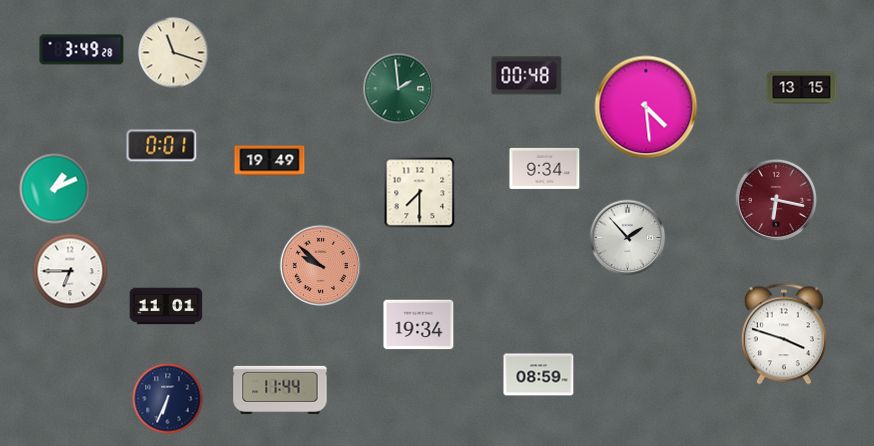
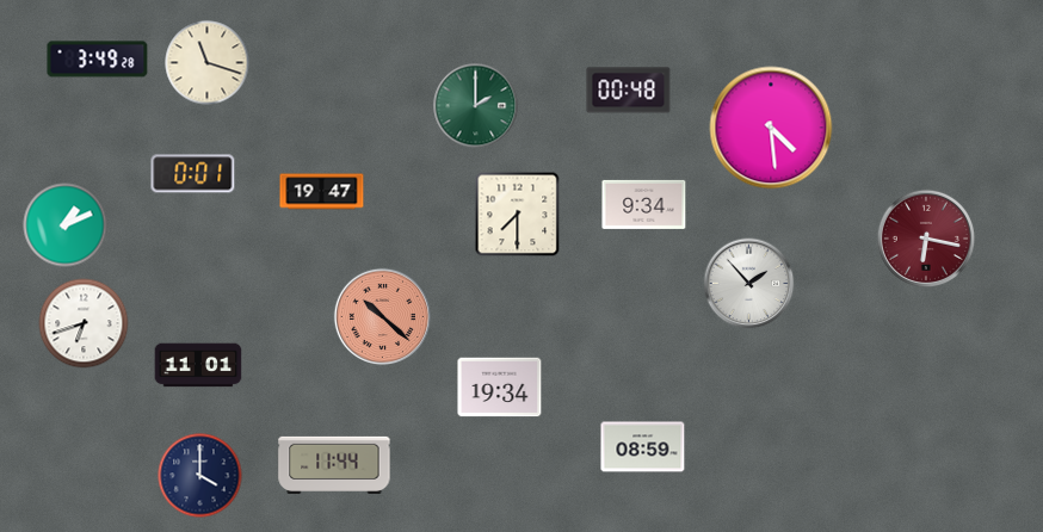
clock at (802, 88): 13:15 -> none
clock at (399, 89): 1:59 -> 2:00
clock at (270, 161): 19:49 -> 19:47
clock at (545, 168) position: (545, 168) -> (644, 204)
clock at (420, 193) position: (420, 193) -> (518, 215)
clock at (320, 265): 9:52 -> 10:22
clock at (70, 271): 6:45 -> 6:42
clock at (784, 334): 3:48 -> none
clock at (168, 399): 6:34 -> 4:00
